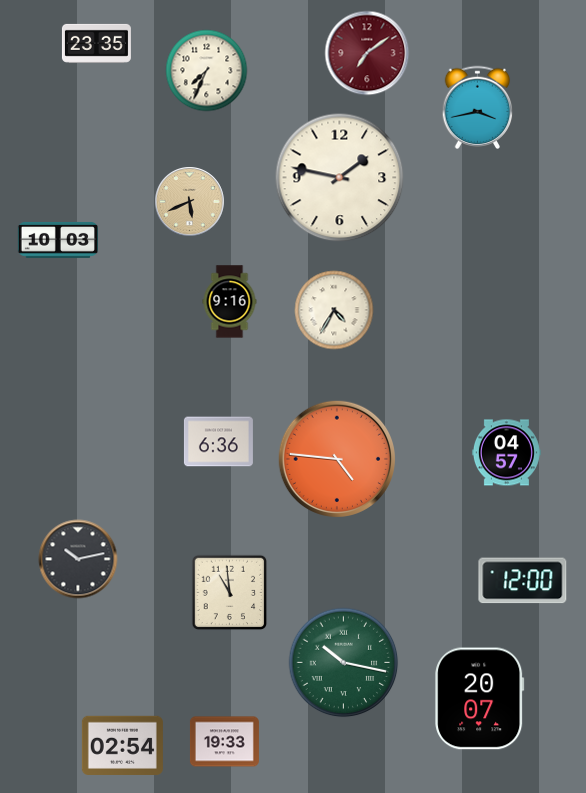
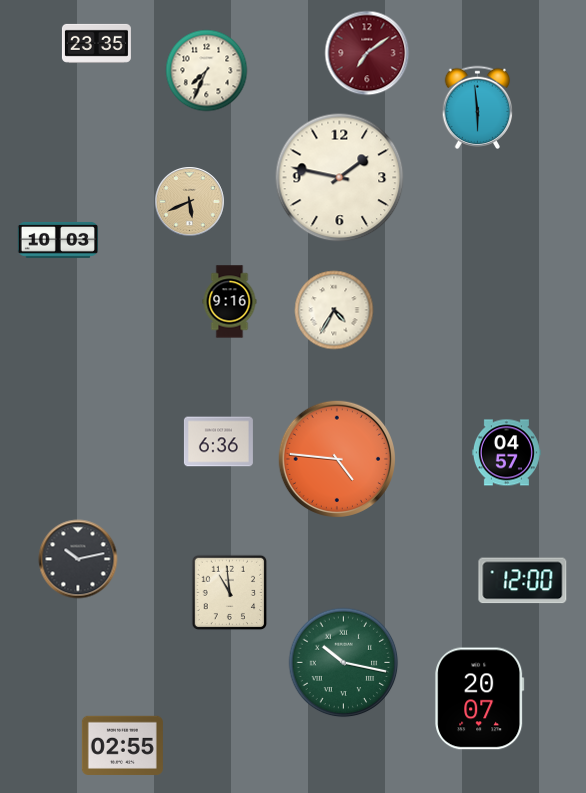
clock at (478, 107): 3:43 -> 5:59
clock at (224, 742): 19:33 -> none
clock at (122, 745): 02:54 -> 02:55
